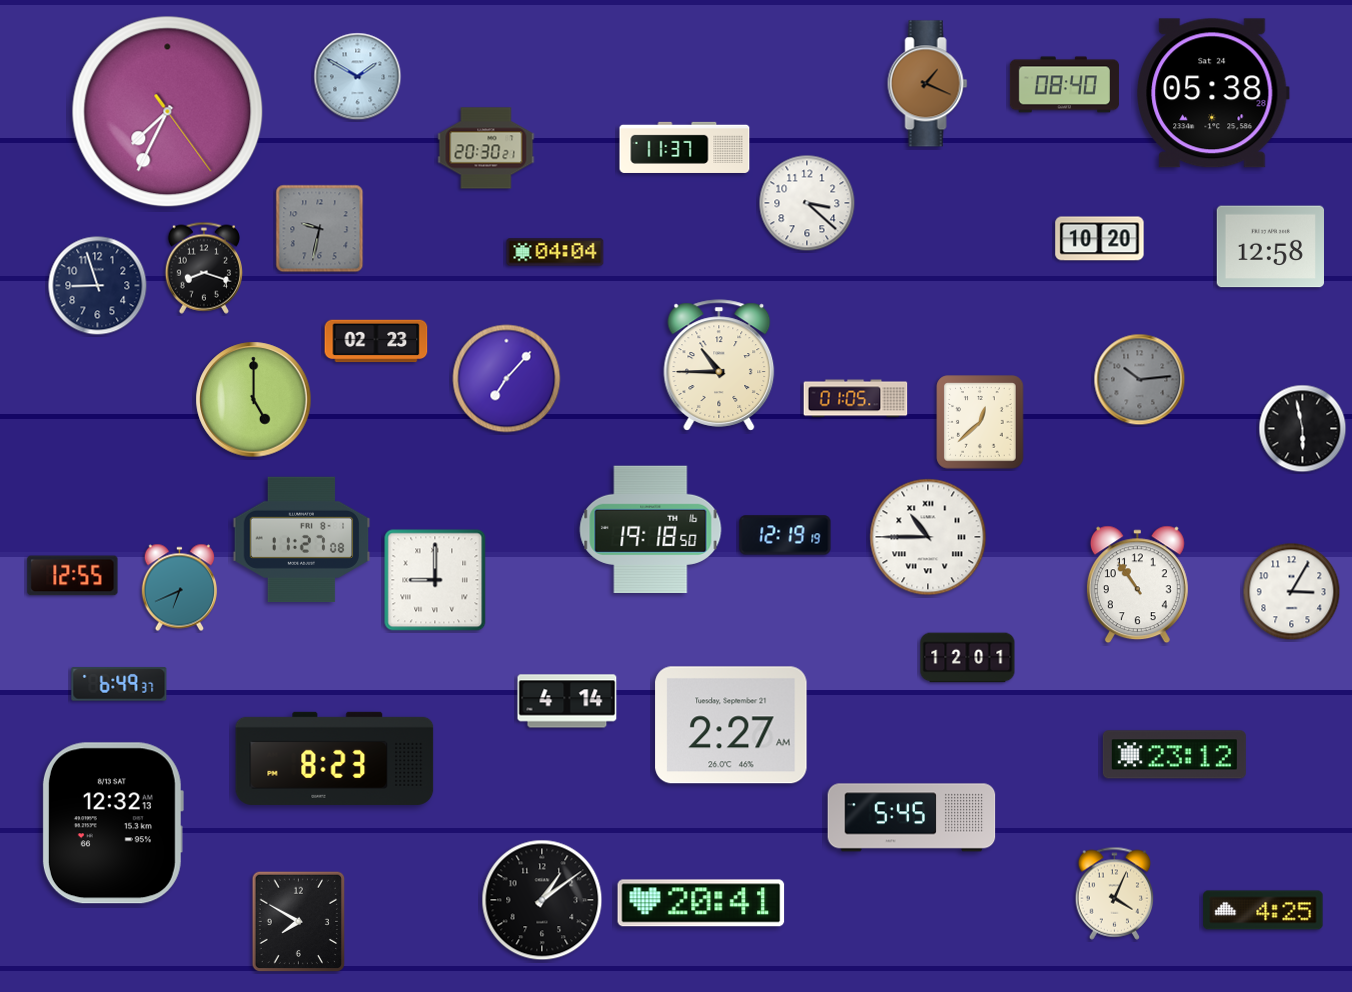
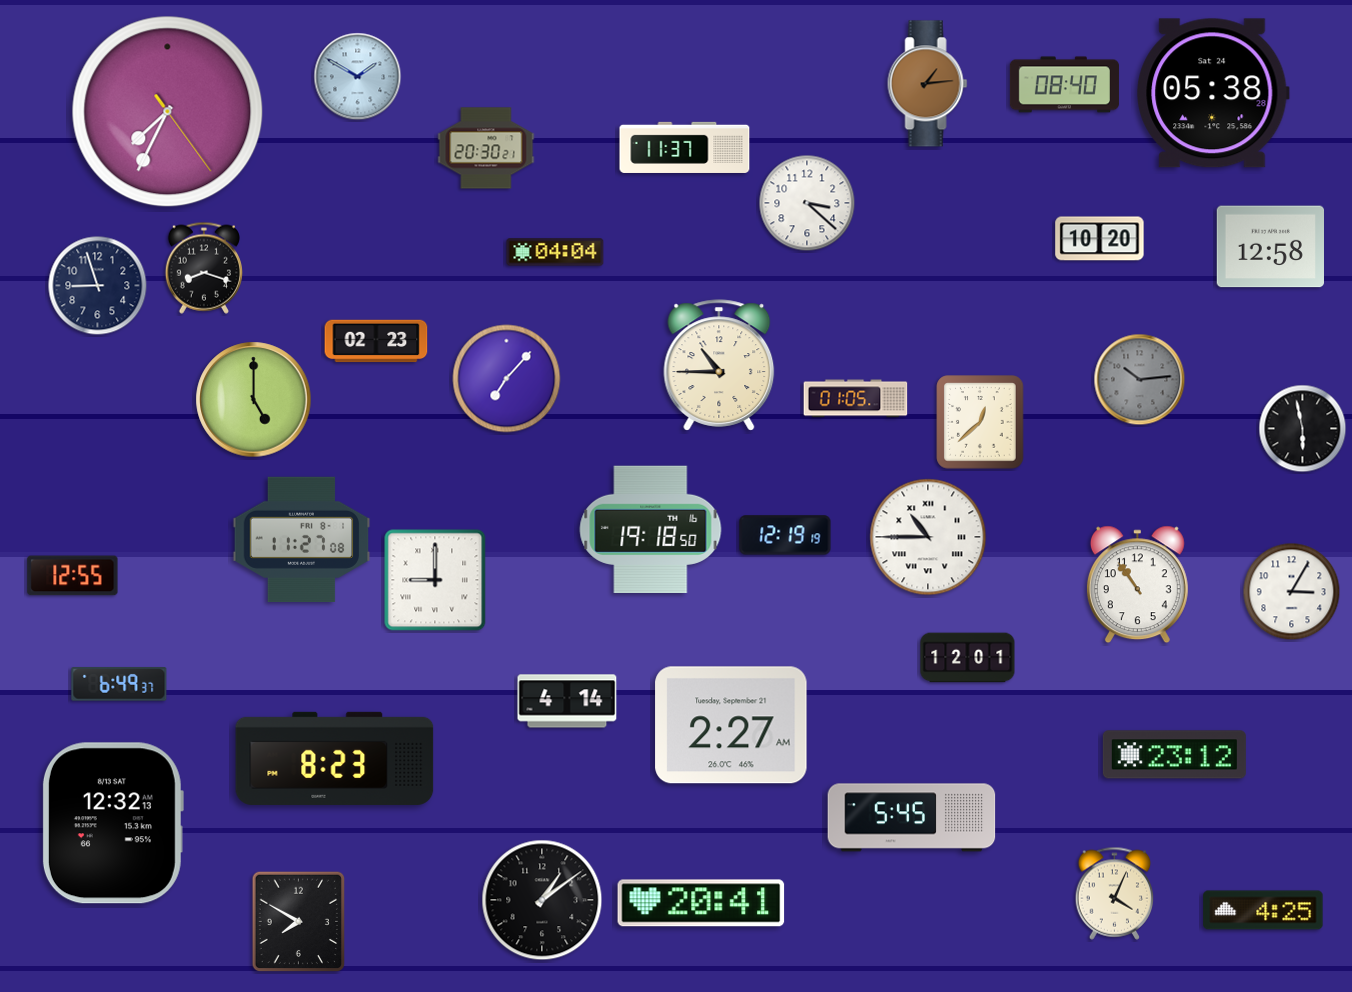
clock at (928, 84): 1:19 -> 1:14
clock at (320, 229): 9:32 -> none
clock at (179, 588): 6:41 -> none
